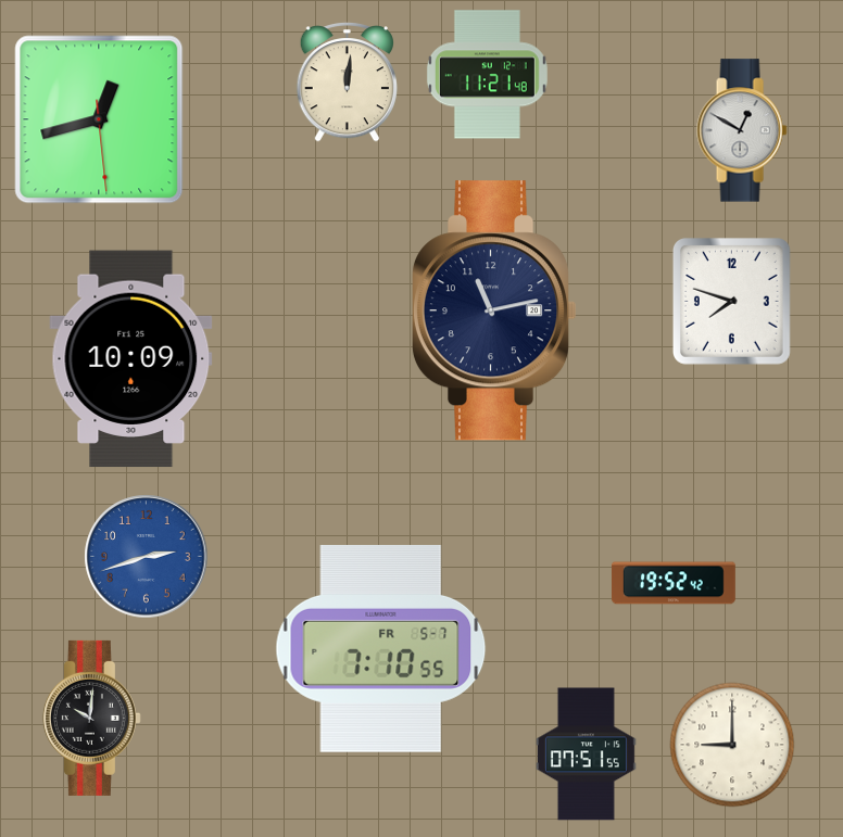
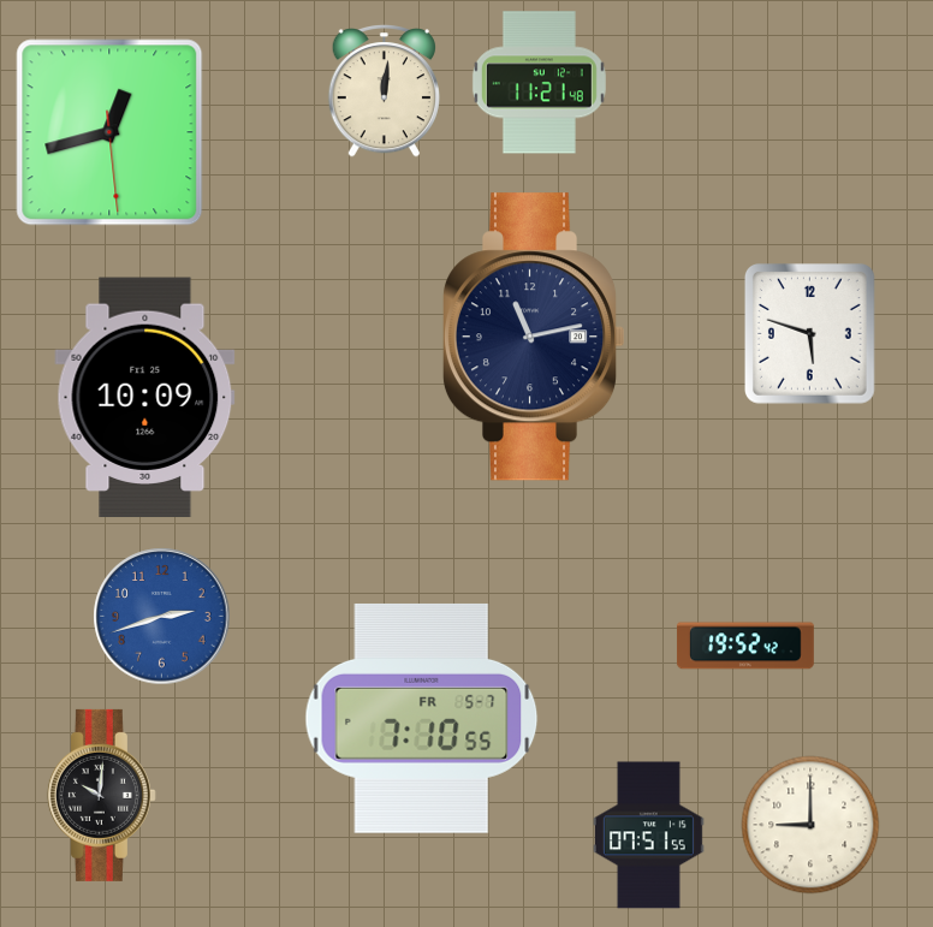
clock at (742, 130): 12:50 -> none
clock at (732, 302): 7:48 -> 5:48
clock at (494, 310) position: (494, 310) -> (534, 337)
